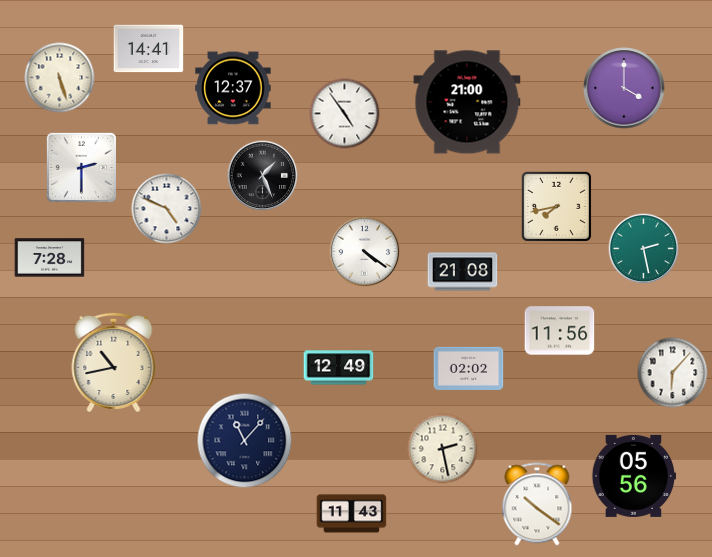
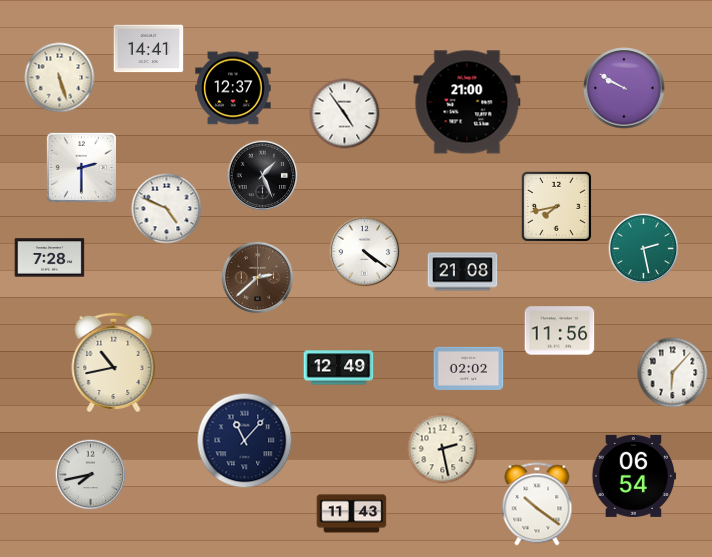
clock at (624, 88): 4:00 -> 9:50
clock at (258, 278): none -> 2:38
clock at (91, 475): none -> 7:43
clock at (633, 476): 05:56 -> 06:54
